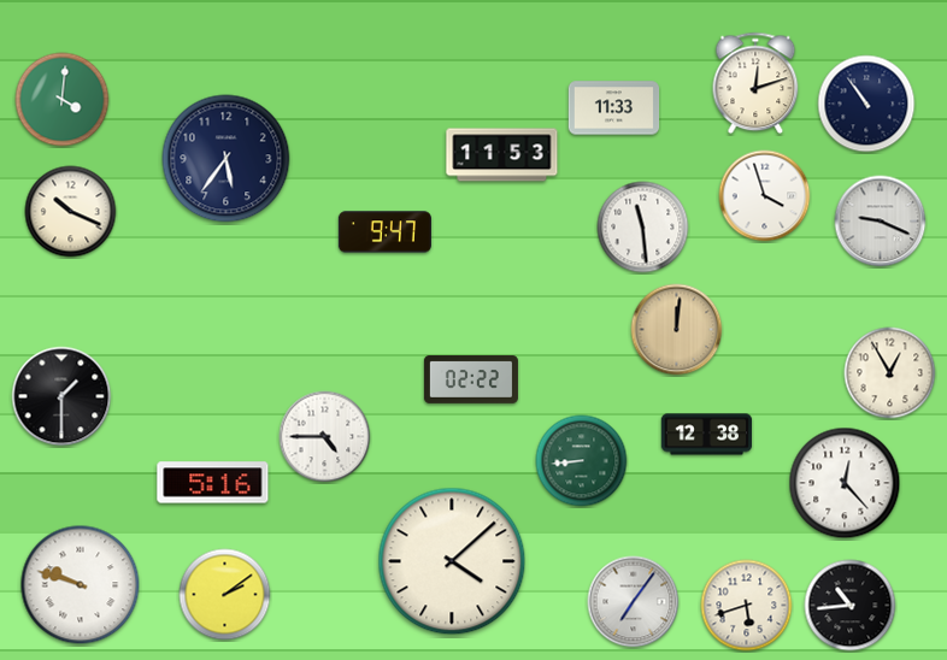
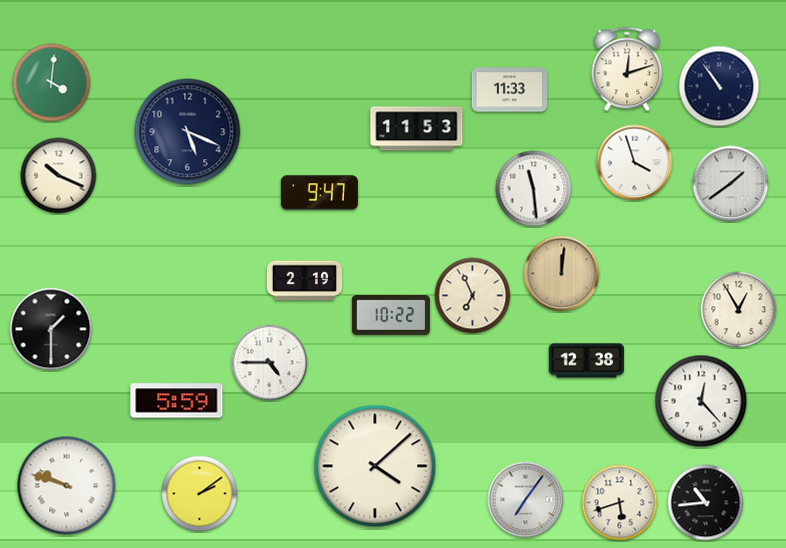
clock at (227, 159): 5:36 -> 5:19
clock at (881, 222): 9:19 -> 1:39
clock at (305, 281): none -> 2:19
clock at (473, 296): none -> 6:56
clock at (471, 381): 02:22 -> 10:22
clock at (582, 461): 8:44 -> none
clock at (213, 483): 5:16 -> 5:59
clock at (225, 595) position: (225, 595) -> (200, 494)
